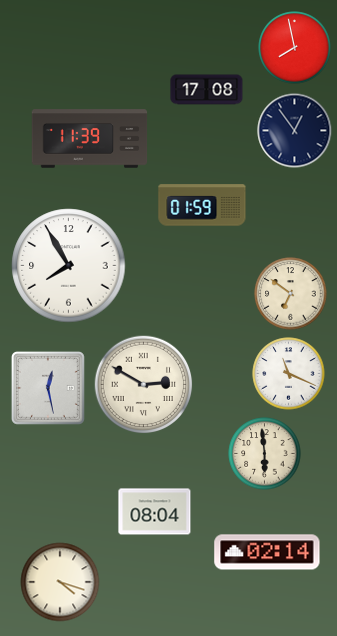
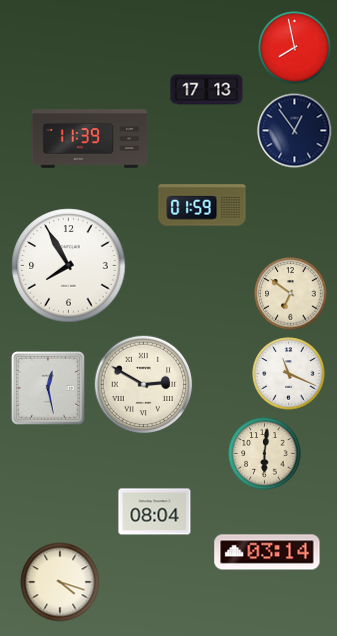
clock at (207, 90): 17:08 -> 17:13
clock at (265, 454): 5:59 -> 6:01
clock at (267, 552): 02:14 -> 03:14
